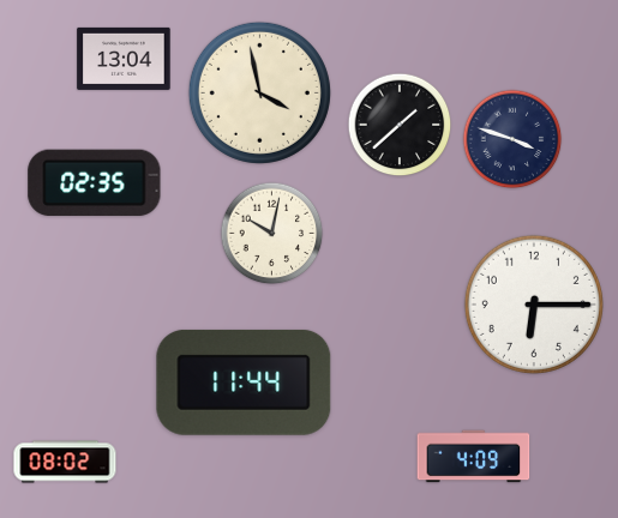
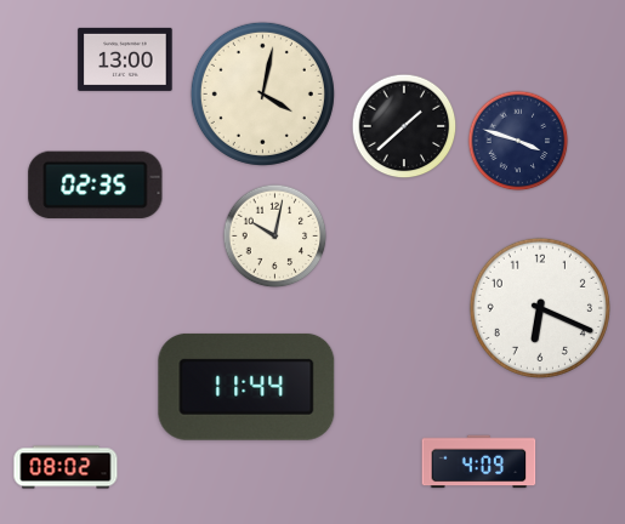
clock at (124, 59): 13:04 -> 13:00
clock at (259, 92): 3:58 -> 4:02
clock at (534, 305): 6:15 -> 6:19
